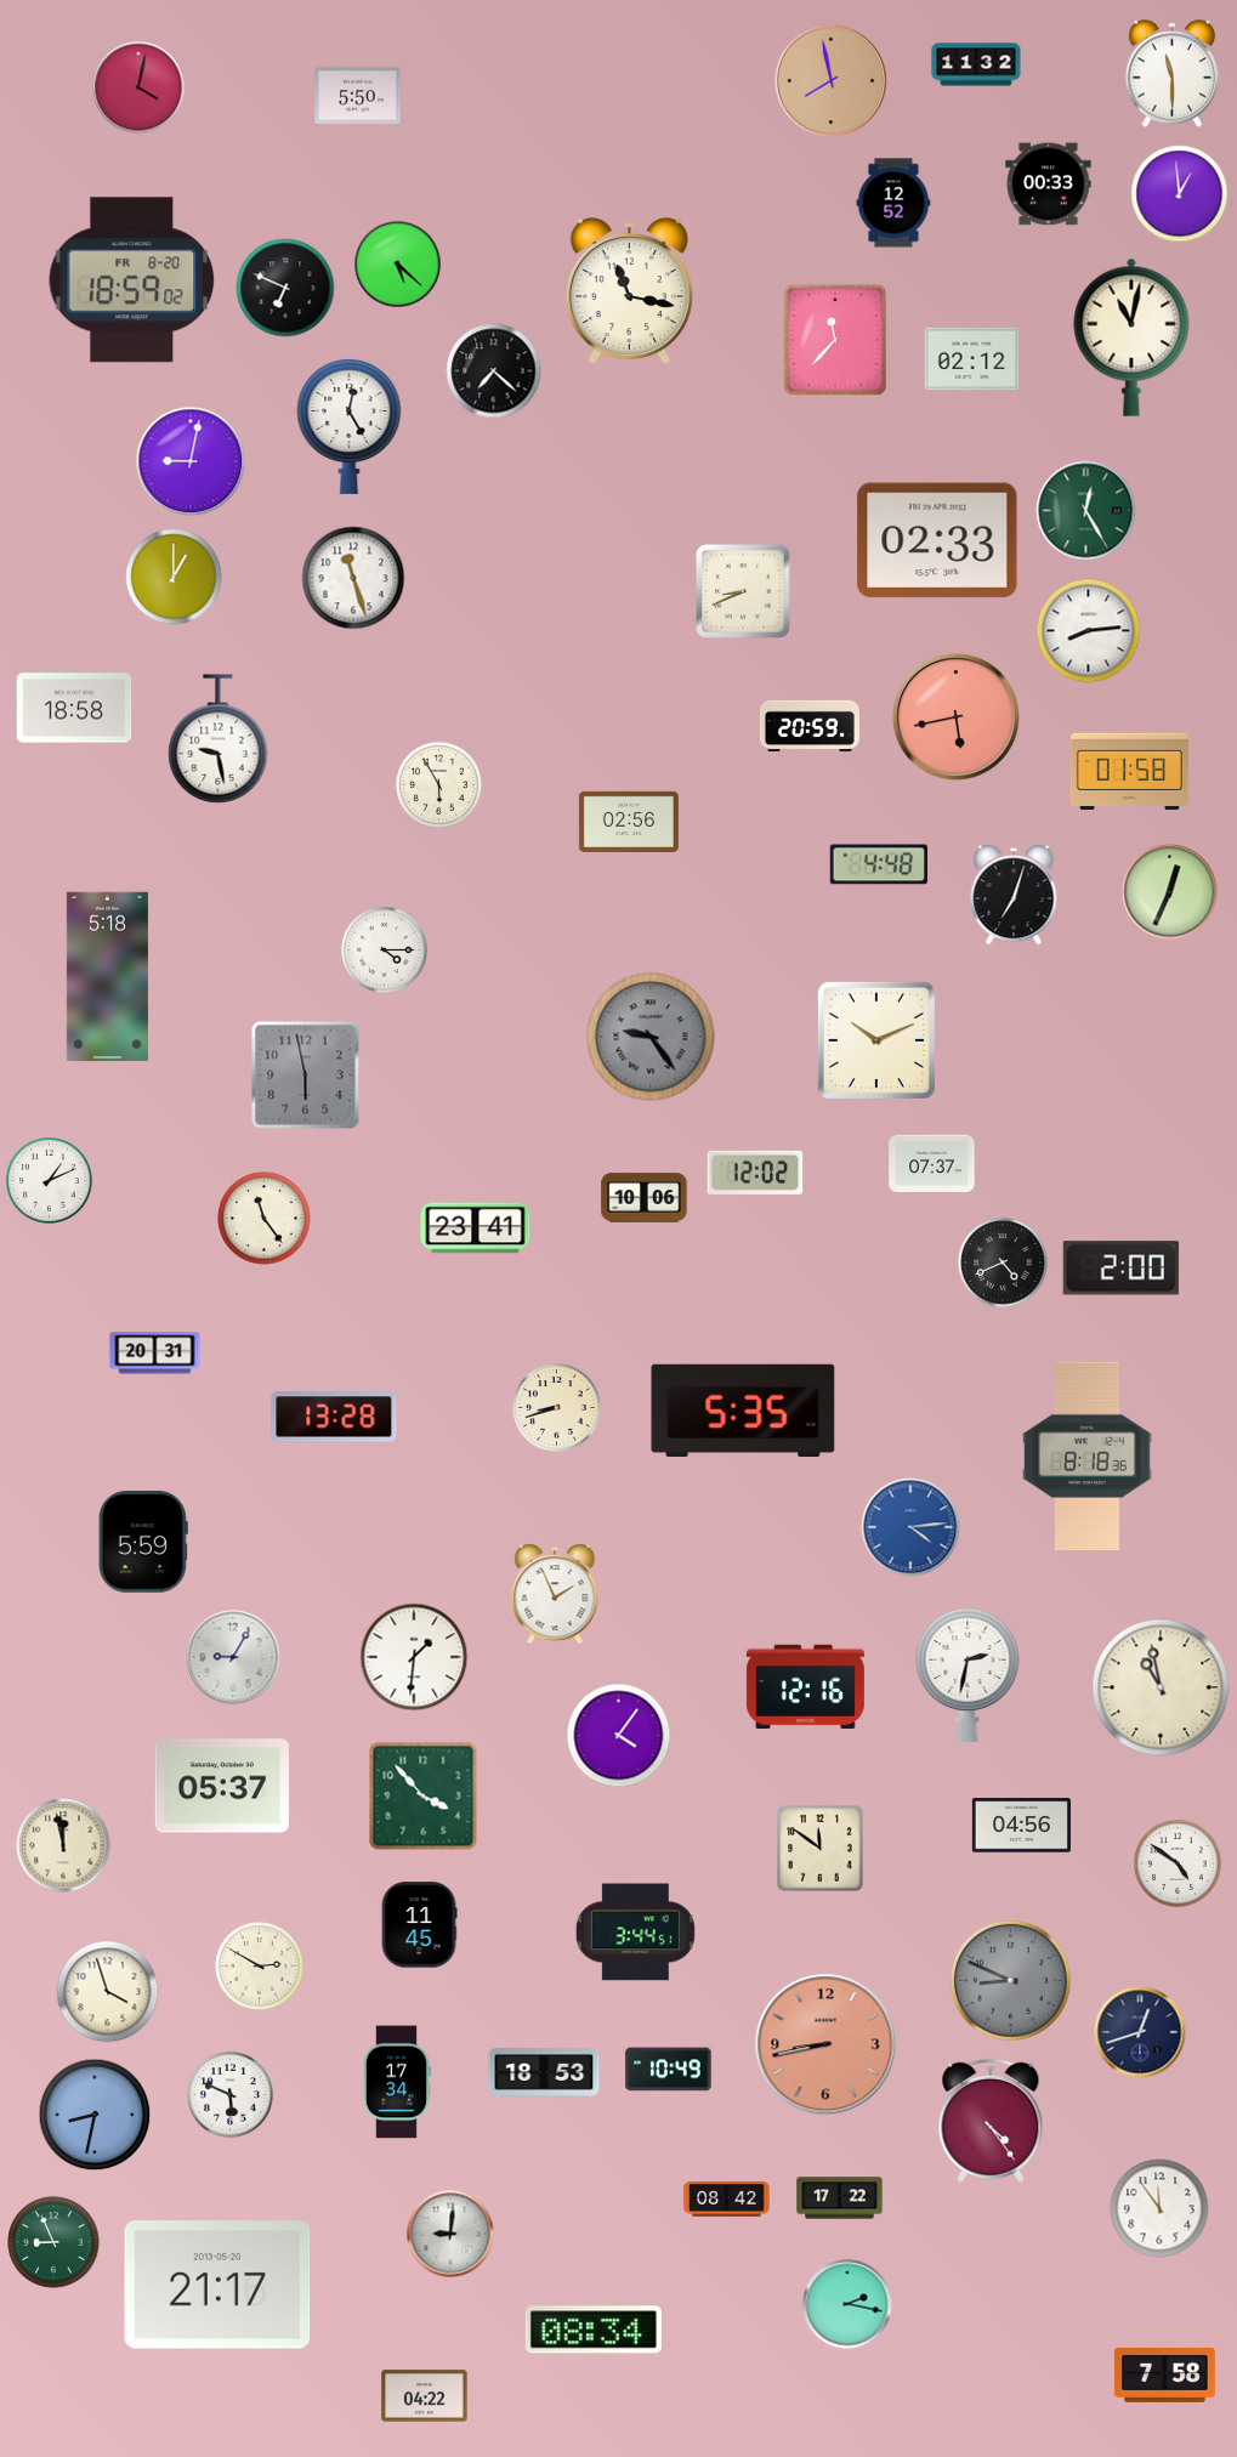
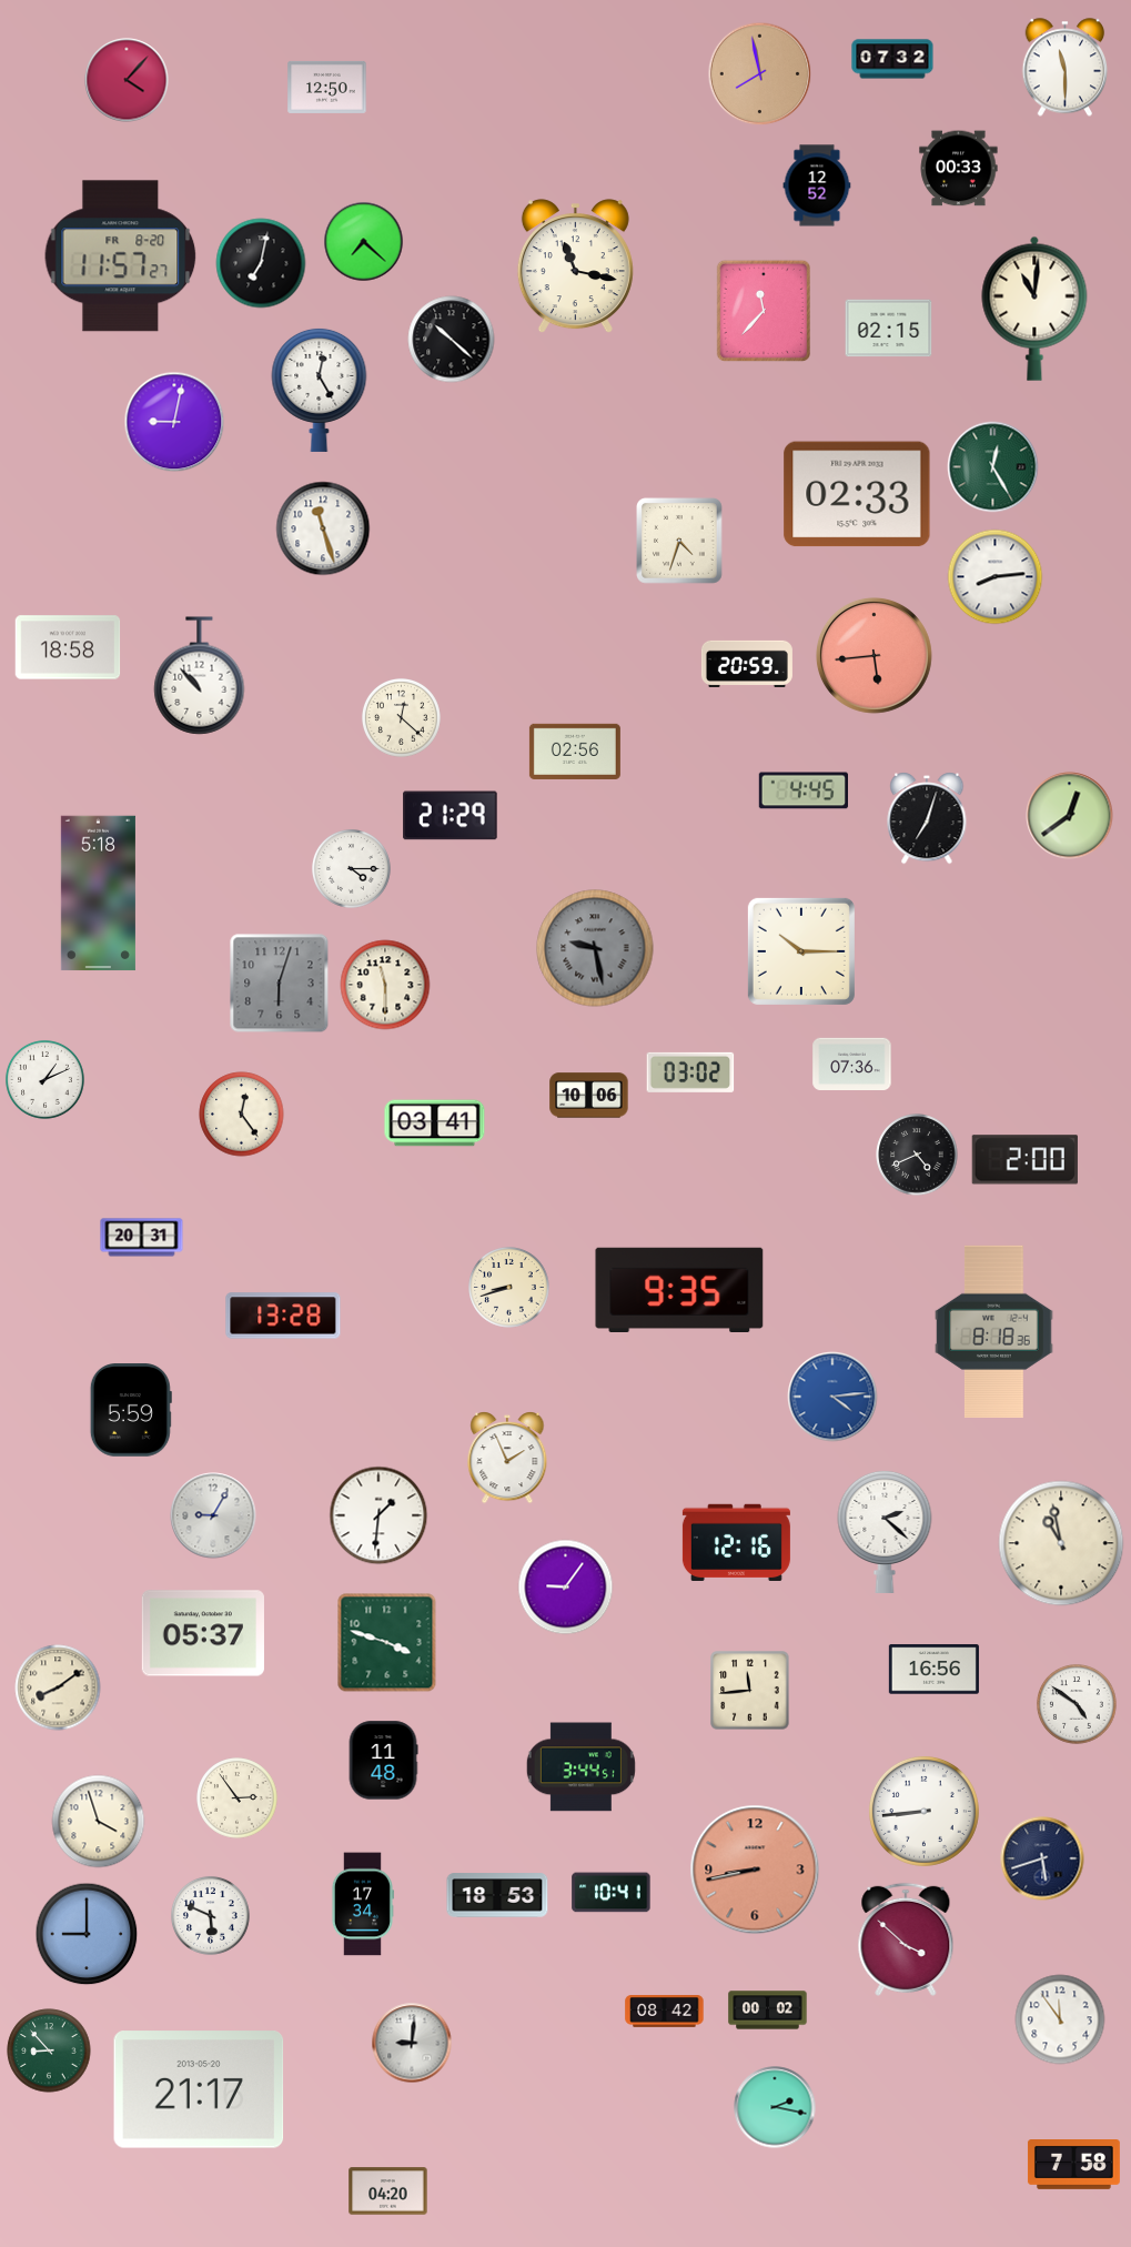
clock at (976, 64): 11:32 -> 07:32
clock at (1173, 74) position: (1173, 74) -> (1066, 68)
clock at (138, 87): 4:02 -> 4:07
clock at (358, 95): 5:50 -> 12:50
clock at (1180, 194): 12:59 -> none
clock at (398, 265): 5:22 -> 7:22
clock at (132, 280): 18:59 -> 11:57
clock at (285, 288): 6:49 -> 7:02
clock at (1131, 337): 11:02 -> 11:01
clock at (972, 359): 02:12 -> 02:15
clock at (494, 371): 7:22 -> 10:22
clock at (174, 577): 1:00 -> none
clock at (744, 592): 8:41 -> 4:33
clock at (955, 716): 5:43 -> 5:44
clock at (810, 726) position: (810, 726) -> (747, 664)
clock at (219, 739): 9:28 -> 10:53
clock at (1129, 771): 01:58 -> none
clock at (438, 784): 5:55 -> 12:22
clock at (878, 864): 4:48 -> 4:45
clock at (451, 816): none -> 21:29
clock at (1170, 892): 12:34 -> 12:39
clock at (651, 1037): 9:24 -> 9:28
clock at (876, 1040): 10:11 -> 10:15
clock at (306, 1076): 5:58 -> 6:03
clock at (385, 985): none -> 11:30
clock at (932, 1163): 07:37 -> 07:36
clock at (755, 1173): 12:02 -> 03:02
clock at (265, 1219): 11:24 -> 12:24
clock at (476, 1228): 23:41 -> 03:41
clock at (743, 1409): 5:35 -> 9:35
clock at (334, 1417) position: (334, 1417) -> (283, 1316)
clock at (968, 1674): 2:32 -> 2:22
clock at (619, 1736): 4:06 -> 9:06
clock at (424, 1797): 3:53 -> 3:48
clock at (1021, 1826): 04:56 -> 16:56
clock at (63, 1845): 11:58 -> 8:09
clock at (821, 1849): 11:51 -> 11:44
clock at (419, 1925): 11:45 -> 11:48
clock at (260, 1967): 2:50 -> 2:54
clock at (1010, 1980): 8:49 -> 8:44
clock at (1010, 1980) dial: grey -> white
clock at (1140, 2032): 12:42 -> 5:42
clock at (669, 2070): 10:49 -> 10:41
clock at (95, 2115): 8:32 -> 9:00
clock at (991, 2121): 4:24 -> 3:52
clock at (840, 2198): 17:22 -> 00:02
clock at (53, 2242): 8:56 -> 8:53
clock at (594, 2330): 08:34 -> none
clock at (1164, 2376) position: (1164, 2376) -> (1073, 2165)
clock at (425, 2396): 04:22 -> 04:20
